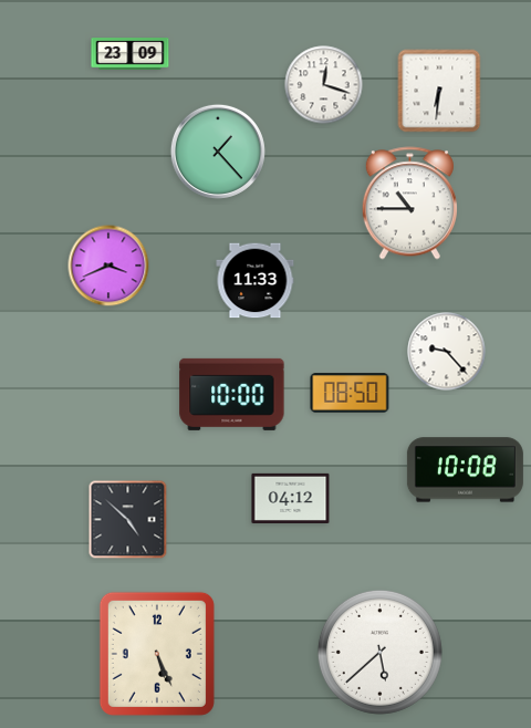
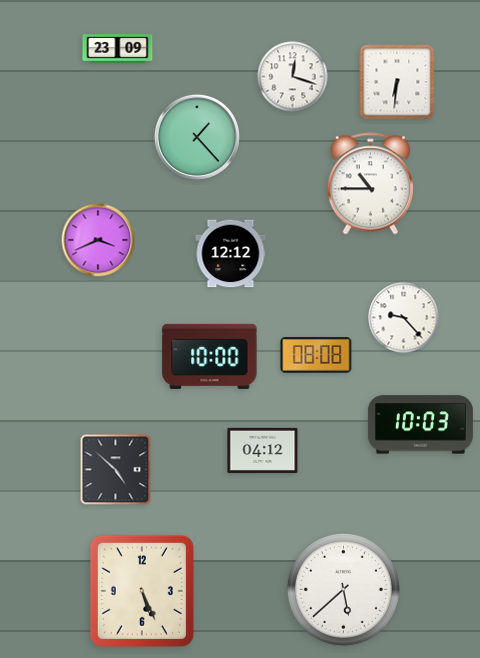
clock at (256, 281): 11:33 -> 12:12
clock at (350, 393): 08:50 -> 08:08
clock at (465, 470): 10:08 -> 10:03
